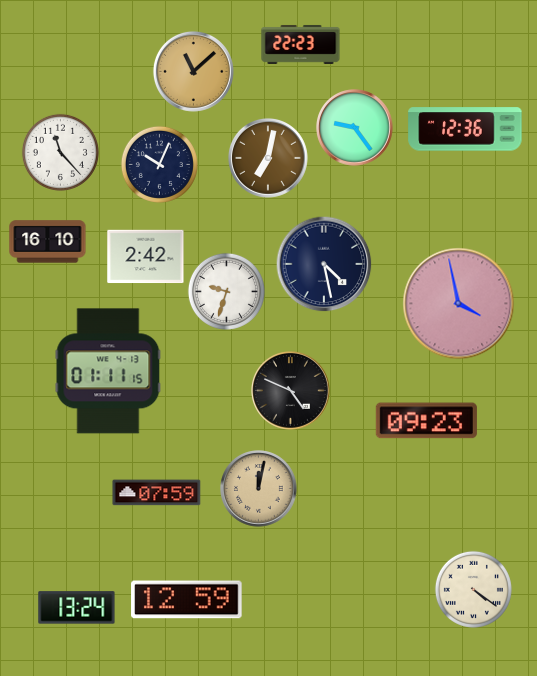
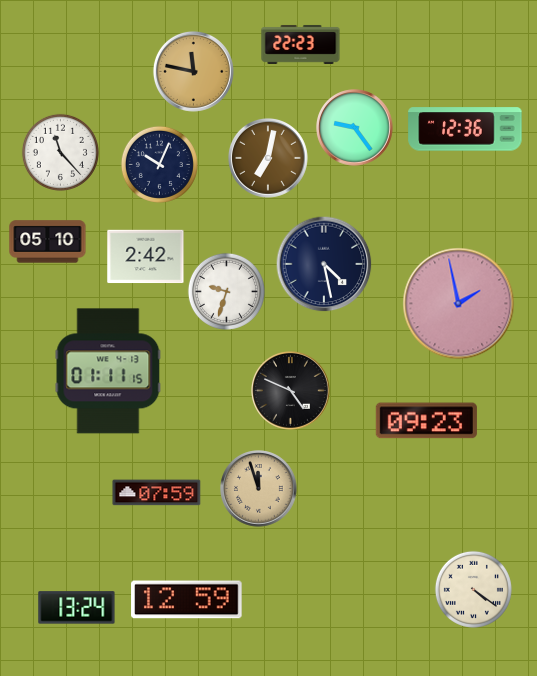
clock at (193, 71): 11:08 -> 11:47
clock at (48, 242): 16:10 -> 05:10
clock at (459, 304): 3:58 -> 1:58
clock at (259, 489): 12:02 -> 11:57
